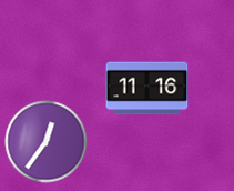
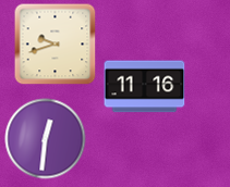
clock at (56, 45): none -> 9:42
clock at (47, 142): 12:36 -> 12:31
